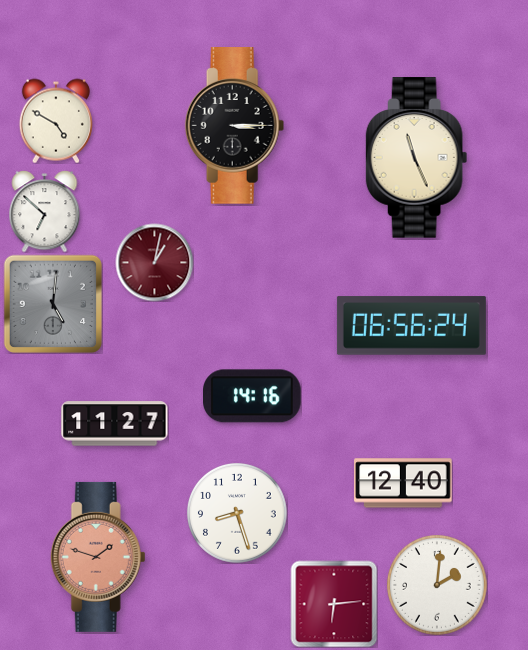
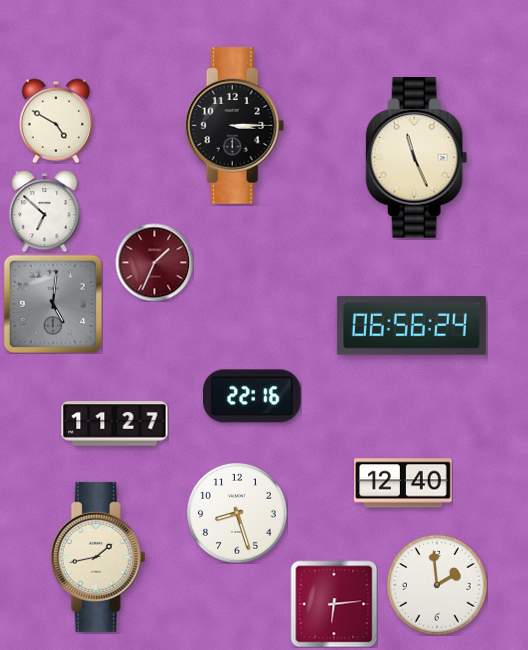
clock at (154, 262): 1:02 -> 1:34
clock at (253, 396): 14:16 -> 22:16
clock at (98, 557): 1:48 -> 1:43
clock at (98, 557) dial: salmon -> cream
clock at (437, 585): 2:01 -> 1:59
